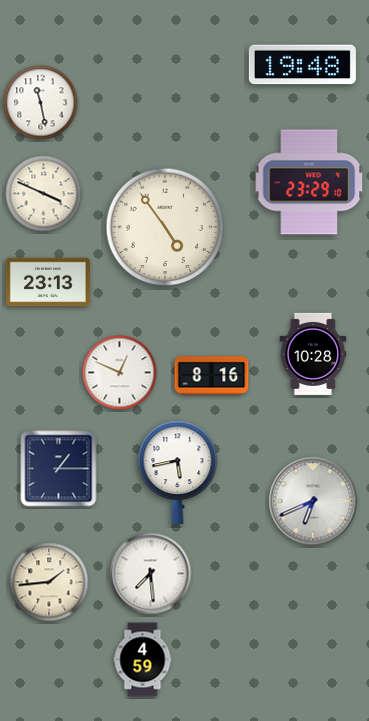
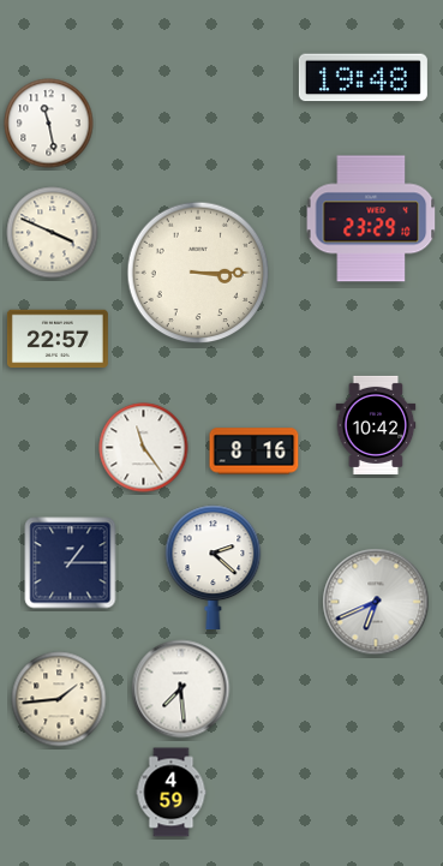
clock at (165, 227): 4:54 -> 3:15
clock at (48, 282): 23:13 -> 22:57
clock at (313, 354): 10:28 -> 10:42
clock at (120, 373): 12:49 -> 11:24
clock at (178, 473): 5:43 -> 2:22
